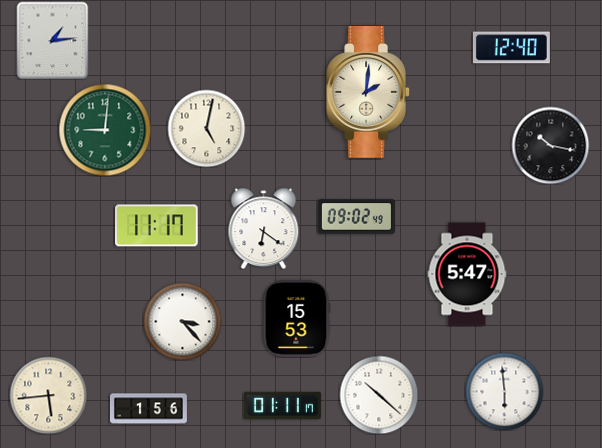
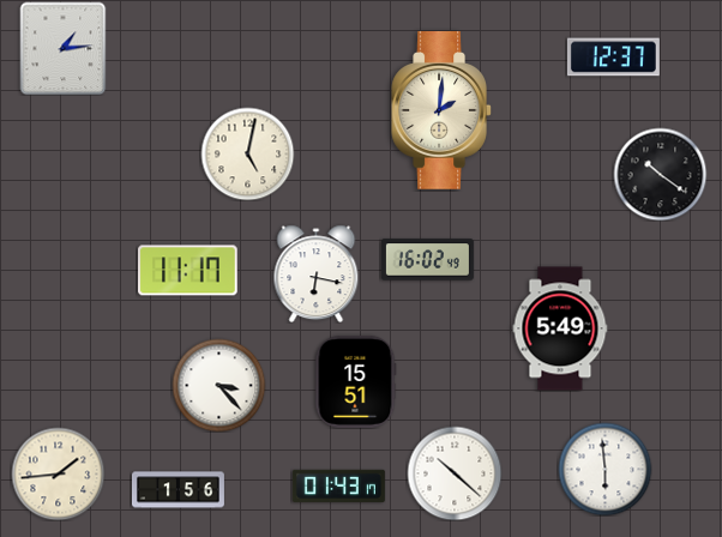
clock at (511, 48): 12:40 -> 12:37
clock at (105, 130): 9:01 -> none
clock at (550, 145): 10:17 -> 10:21
clock at (356, 217): 09:02 -> 16:02
clock at (264, 228): 6:21 -> 6:17
clock at (467, 274): 5:47 -> 5:49
clock at (296, 318): 15:53 -> 15:51
clock at (48, 395): 5:44 -> 1:44
clock at (282, 405): 01:11 -> 01:43
